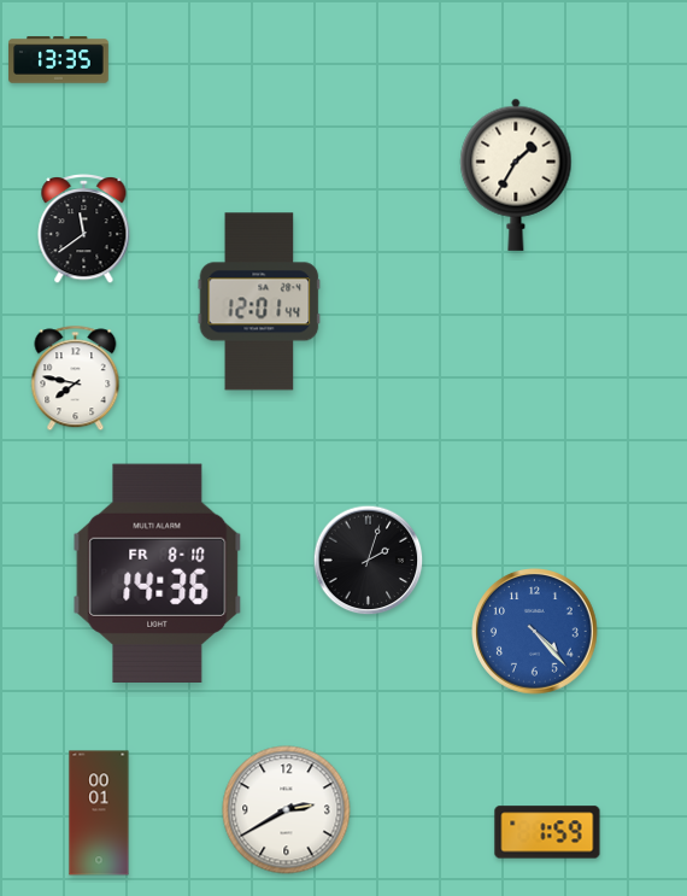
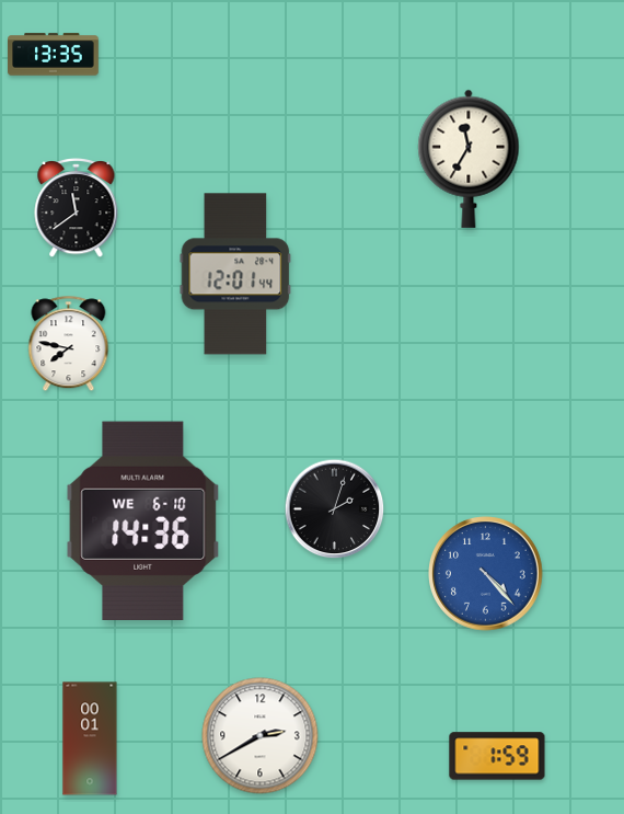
clock at (516, 175): 1:35 -> 11:35
clock at (158, 573) date: FR 8-10 -> WE 6-10
